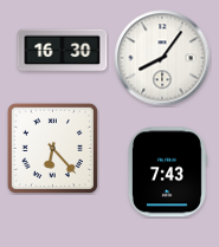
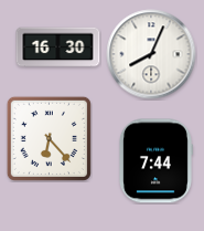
clock at (162, 58): 8:06 -> 8:04
clock at (167, 173): 7:43 -> 7:44
